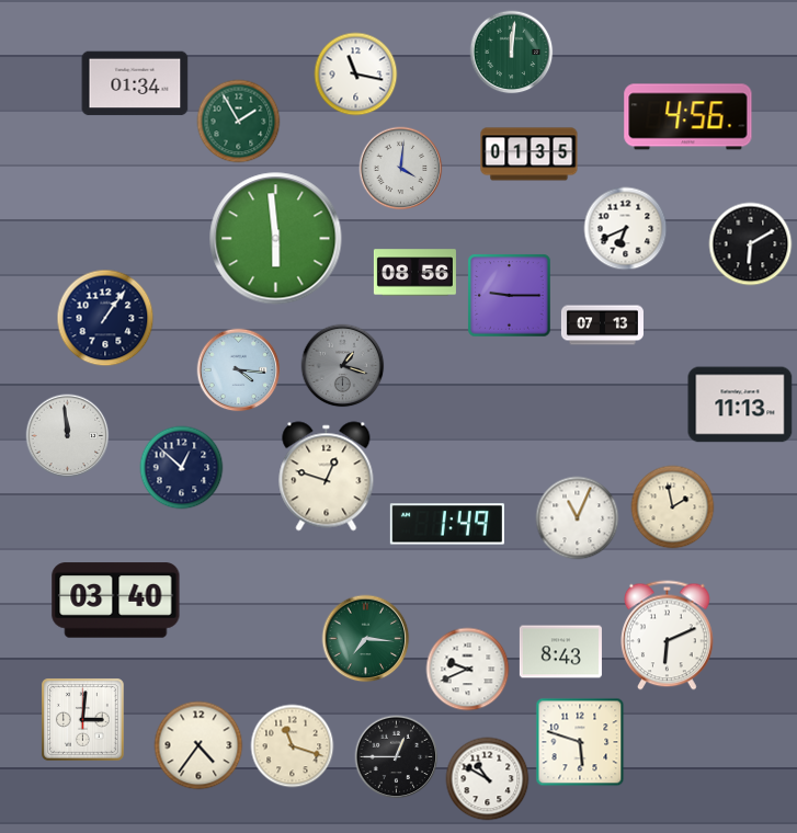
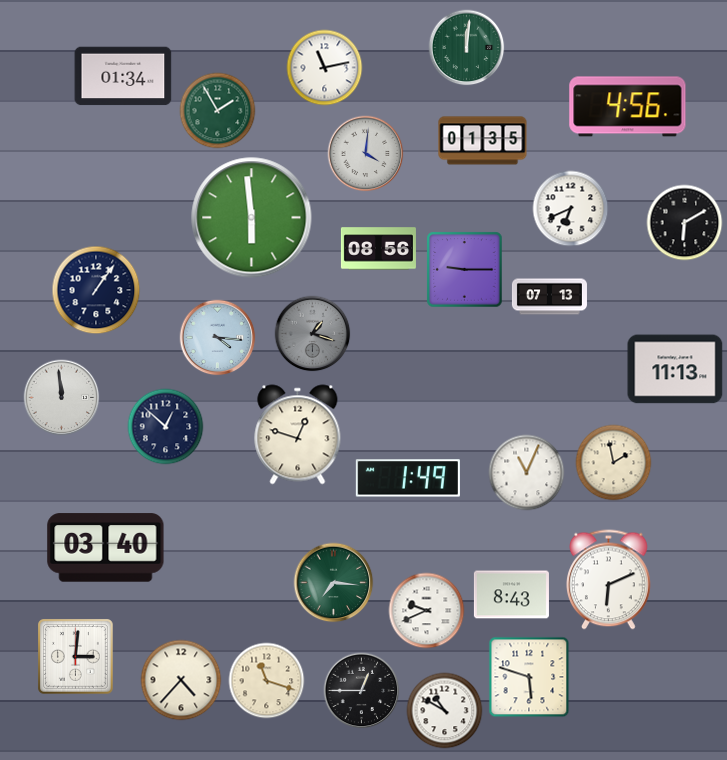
clock at (356, 75): 11:17 -> 11:13
clock at (198, 745): 4:36 -> 4:37
